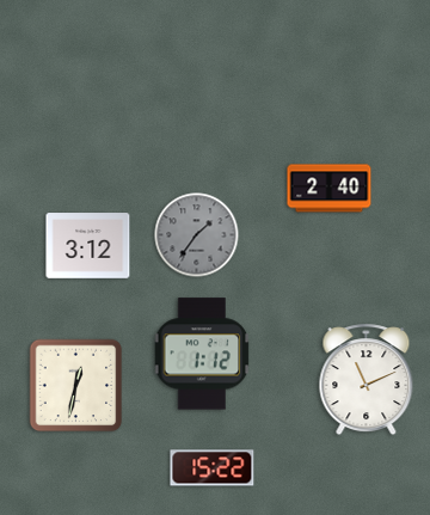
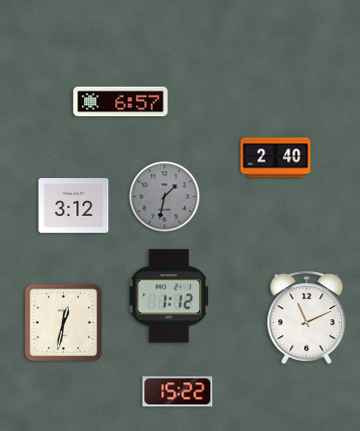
clock at (121, 102): none -> 6:57
clock at (197, 235): 1:36 -> 1:32
